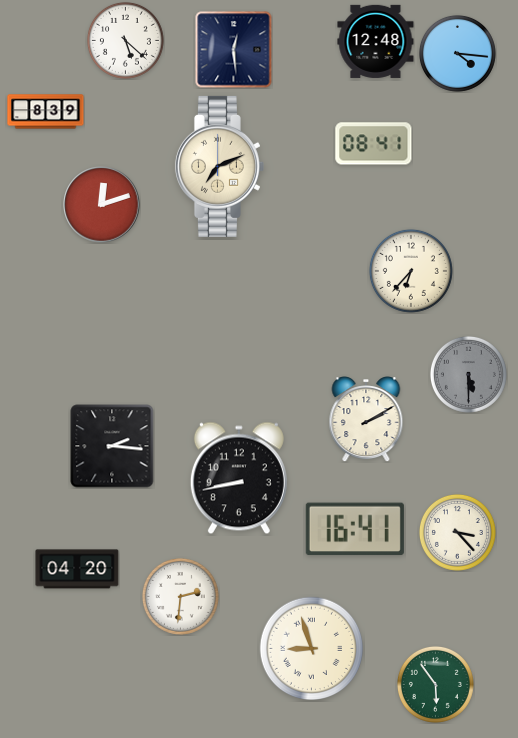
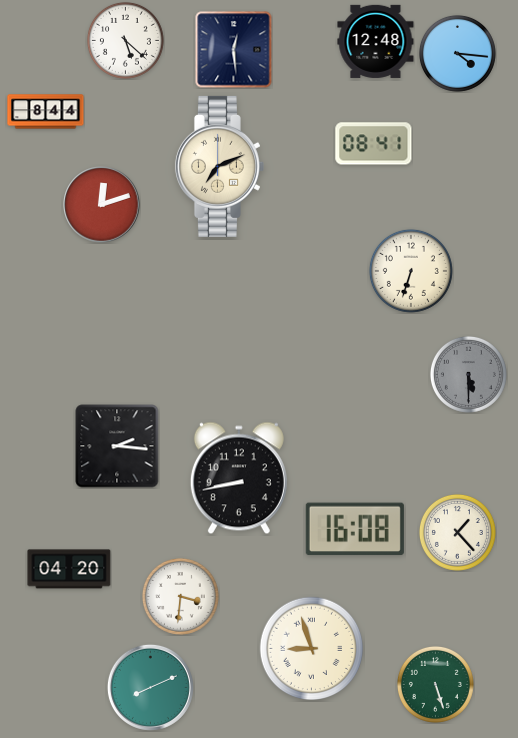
clock at (46, 112): 8:39 -> 8:44
clock at (411, 271): 6:37 -> 6:33
clock at (366, 419): 2:10 -> none
clock at (112, 446) position: (112, 446) -> (117, 446)
clock at (355, 529): 16:41 -> 16:08
clock at (457, 532): 3:23 -> 1:23
clock at (77, 569) position: (77, 569) -> (69, 569)
clock at (180, 596): 2:31 -> 3:31
clock at (435, 684): 5:54 -> 5:27
clock at (150, 687): none -> 8:11
